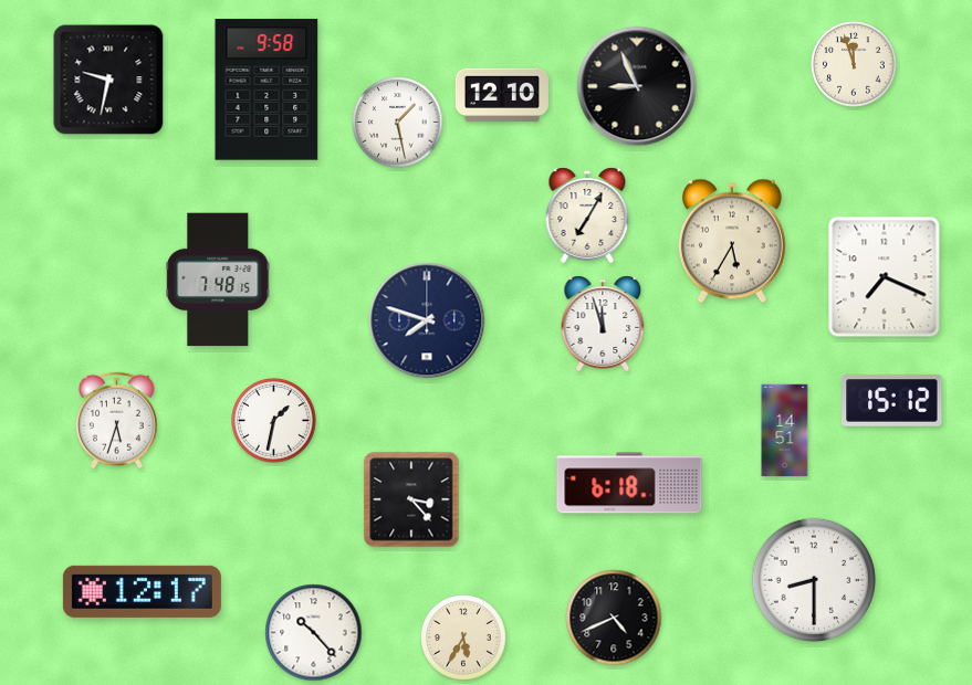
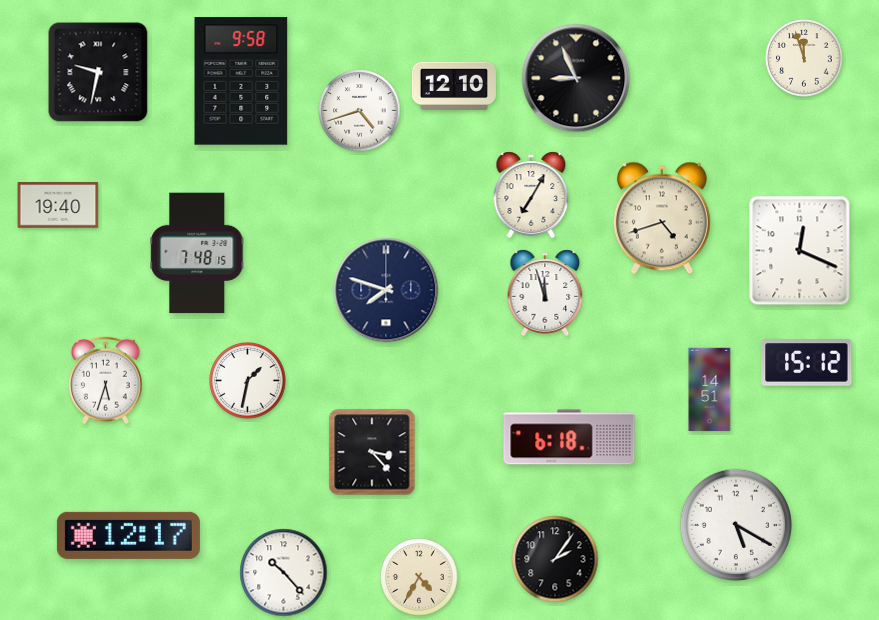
clock at (854, 64) position: (854, 64) -> (804, 58)
clock at (398, 123): 1:28 -> 4:42
clock at (58, 205): none -> 19:40
clock at (732, 241): 5:35 -> 4:42
clock at (885, 277): 7:19 -> 12:19
clock at (813, 579): 8:30 -> 5:20
clock at (614, 618): 4:41 -> 2:06
clock at (463, 637): 5:35 -> 4:35
